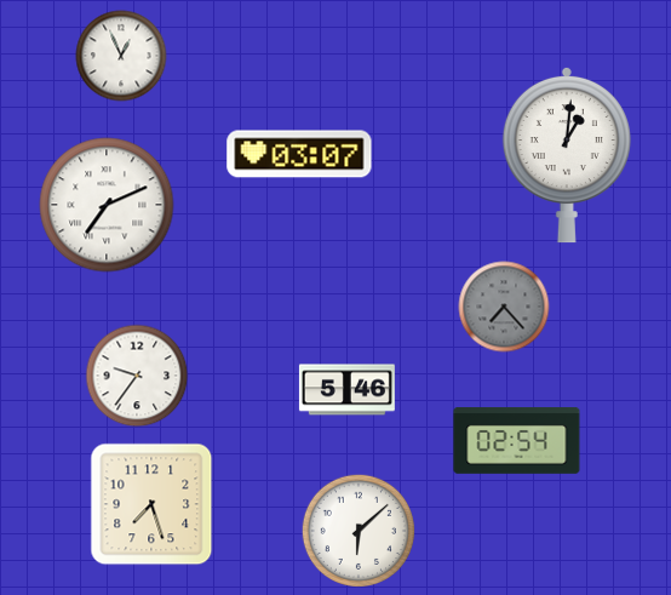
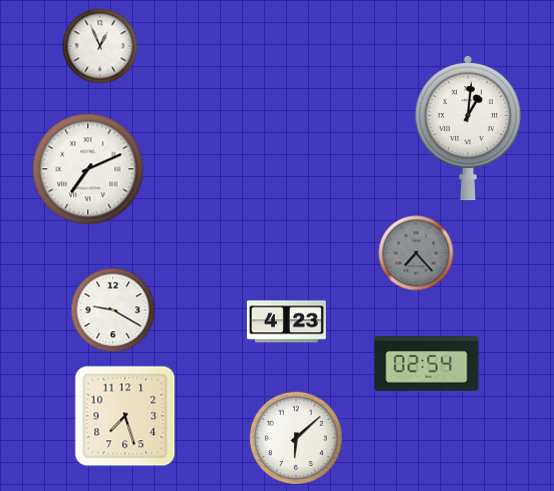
clock at (299, 154): 03:07 -> none
clock at (137, 376): 9:36 -> 9:20
clock at (346, 390): 5:46 -> 4:23
